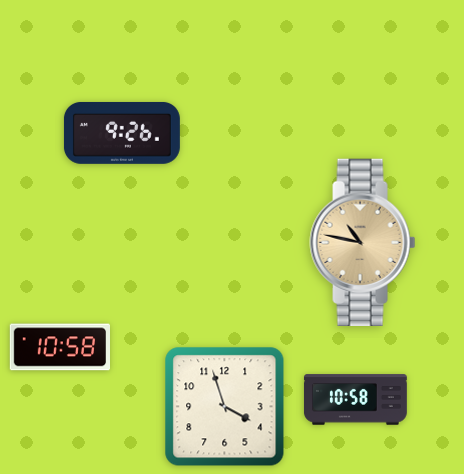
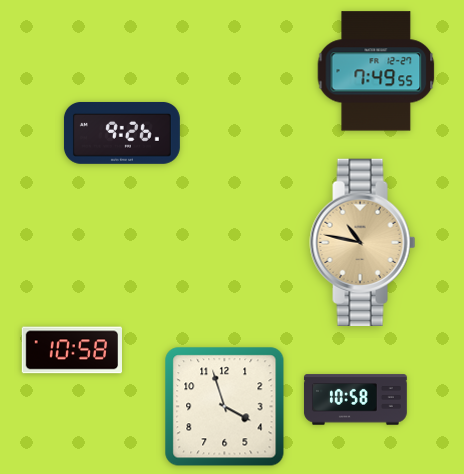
clock at (376, 71): none -> 7:49
clock at (59, 347) position: (59, 347) -> (71, 350)
